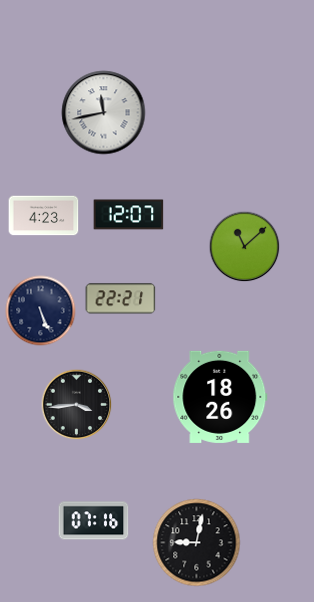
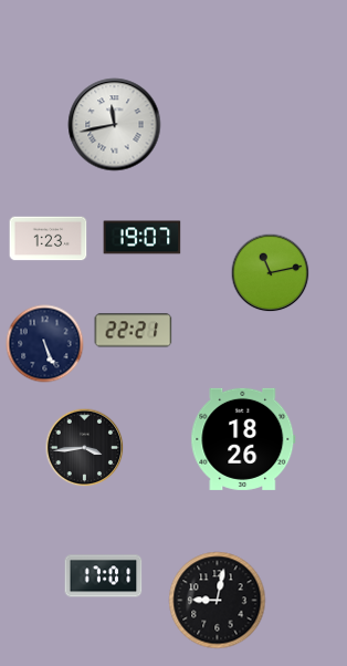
clock at (129, 215): 12:07 -> 19:07
clock at (44, 216): 4:23 -> 1:23
clock at (245, 247): 11:08 -> 11:13
clock at (94, 521): 07:16 -> 17:01
